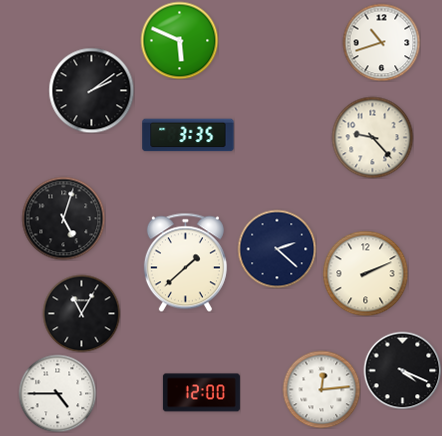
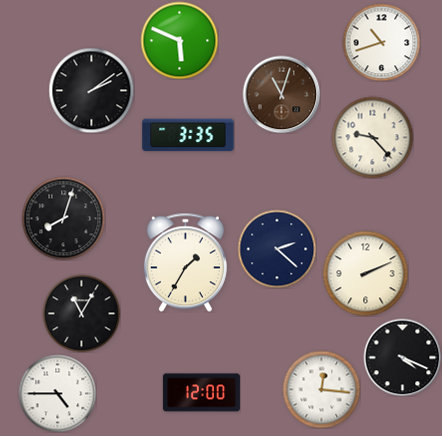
clock at (281, 94): none -> 11:03
clock at (63, 218): 5:03 -> 8:03
clock at (185, 262): 1:38 -> 1:35
clock at (402, 370) position: (402, 370) -> (402, 357)
clock at (321, 389): 12:14 -> 12:16
